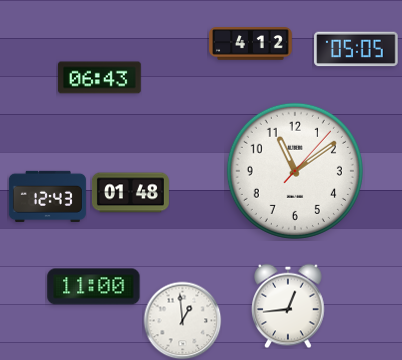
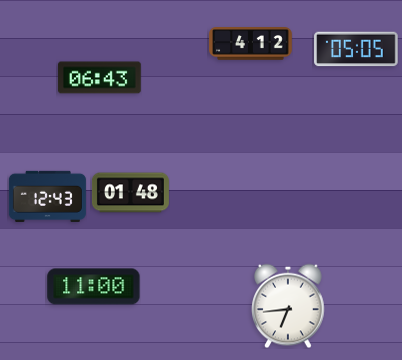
clock at (295, 171): 11:09 -> none
clock at (288, 306): 12:44 -> 6:44
clock at (182, 320): 12:59 -> none
